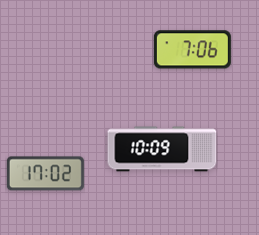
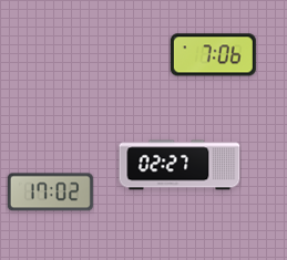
clock at (162, 149): 10:09 -> 02:27
